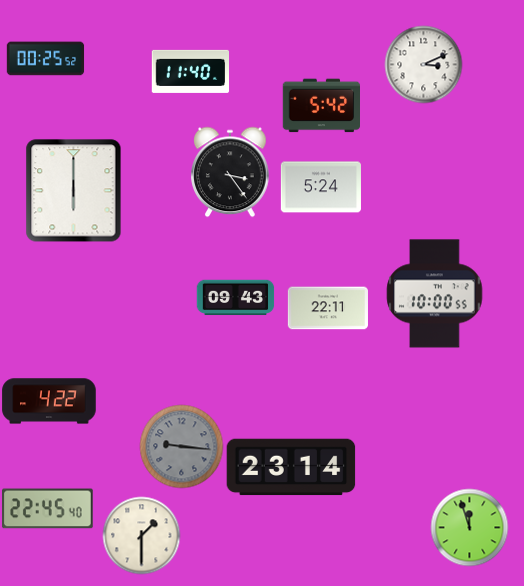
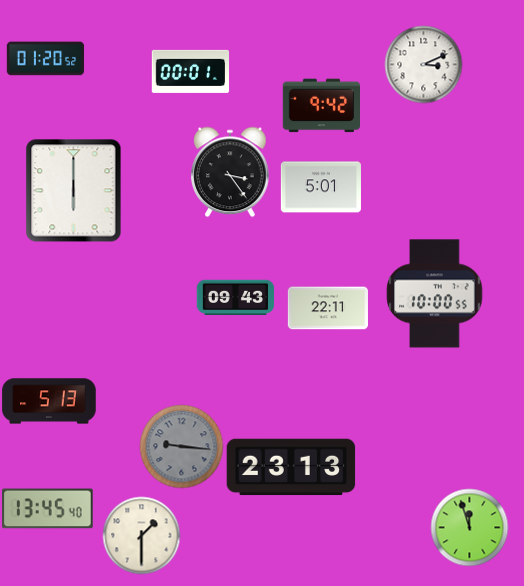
clock at (45, 59): 00:25 -> 01:20
clock at (190, 71): 11:40 -> 00:01
clock at (321, 106): 5:42 -> 9:42
clock at (321, 187): 5:24 -> 5:01
clock at (49, 401): 4:22 -> 5:13
clock at (291, 467): 23:14 -> 23:13
clock at (48, 509): 22:45 -> 13:45
